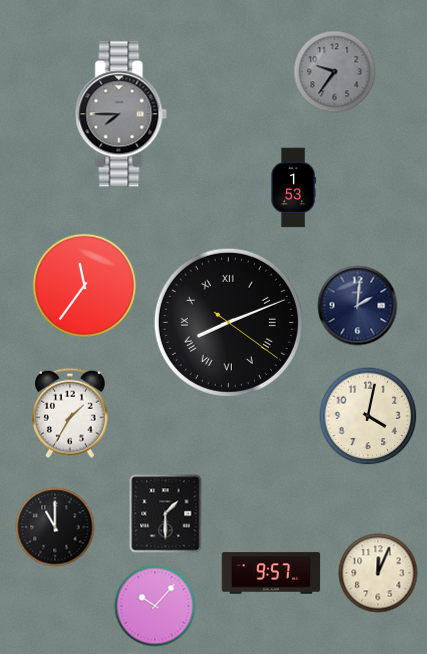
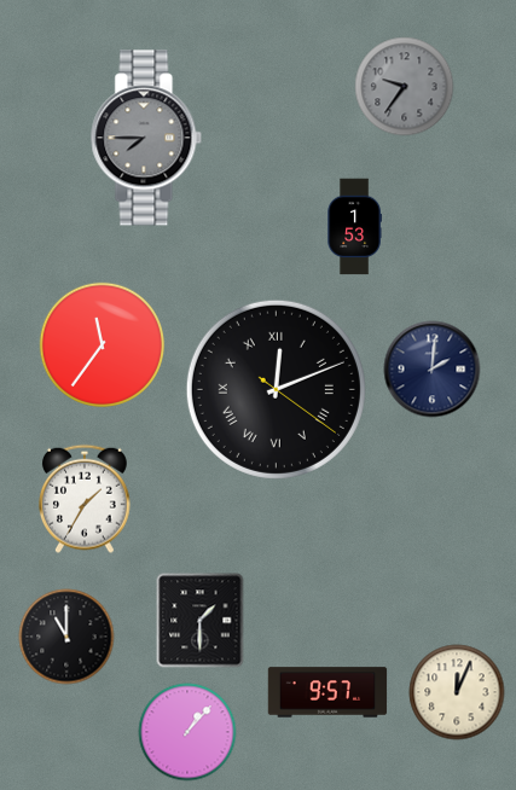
clock at (228, 322): 8:11 -> 12:11
clock at (368, 416): 4:02 -> none
clock at (155, 606): 10:07 -> 1:07
